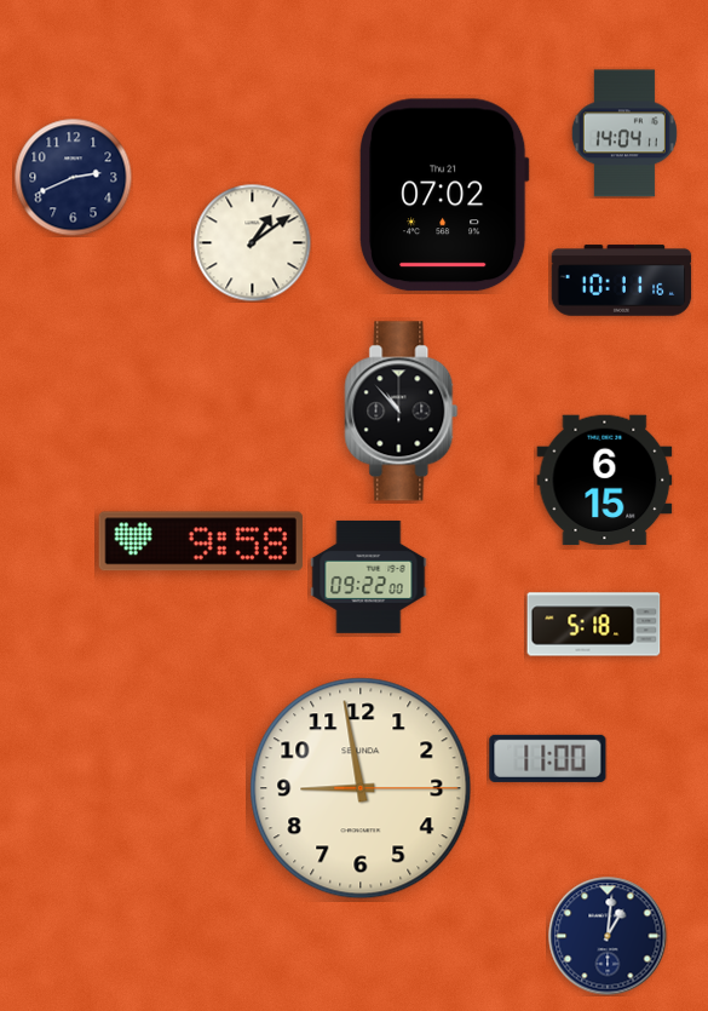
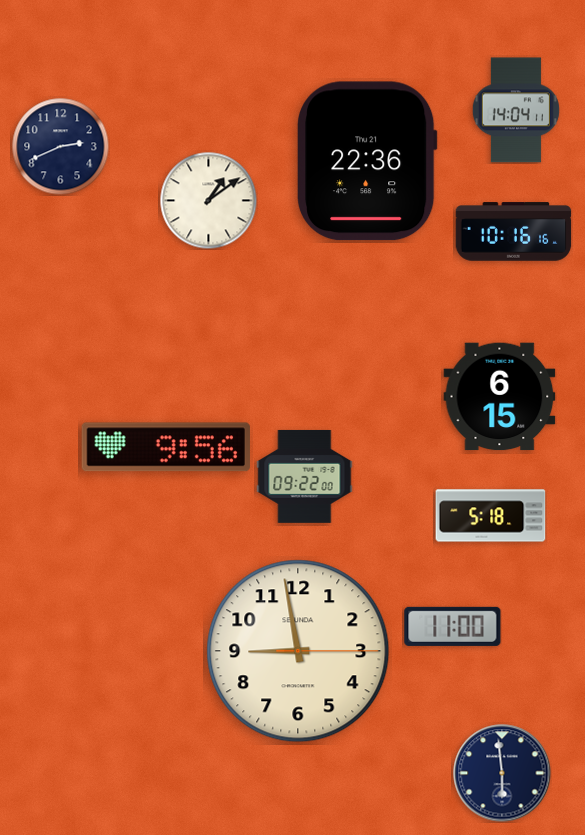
clock at (444, 195): 07:02 -> 22:36
clock at (622, 281): 10:11 -> 10:16
clock at (402, 412): 10:53 -> none
clock at (201, 541): 9:58 -> 9:56
clock at (608, 936): 1:01 -> 5:59
